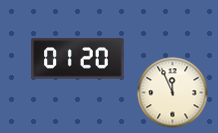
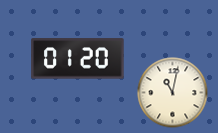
clock at (173, 93): 11:56 -> 11:02
